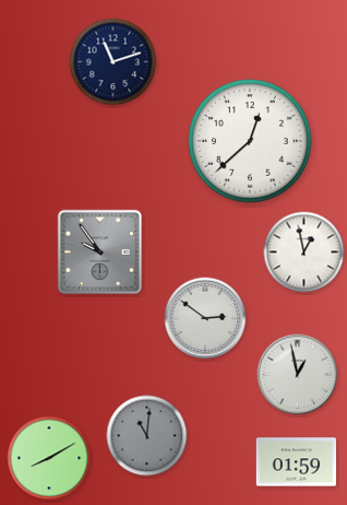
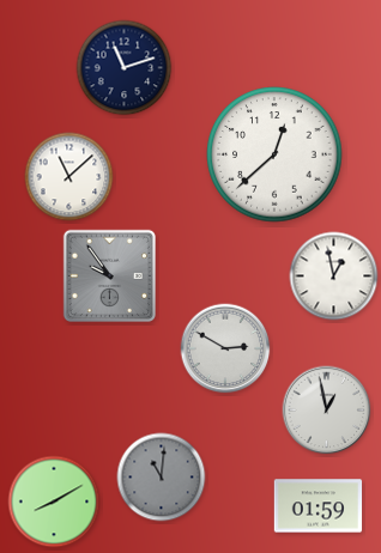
clock at (69, 177): none -> 11:08
clock at (205, 318): 2:51 -> 2:50
clock at (297, 462) position: (297, 462) -> (319, 506)
